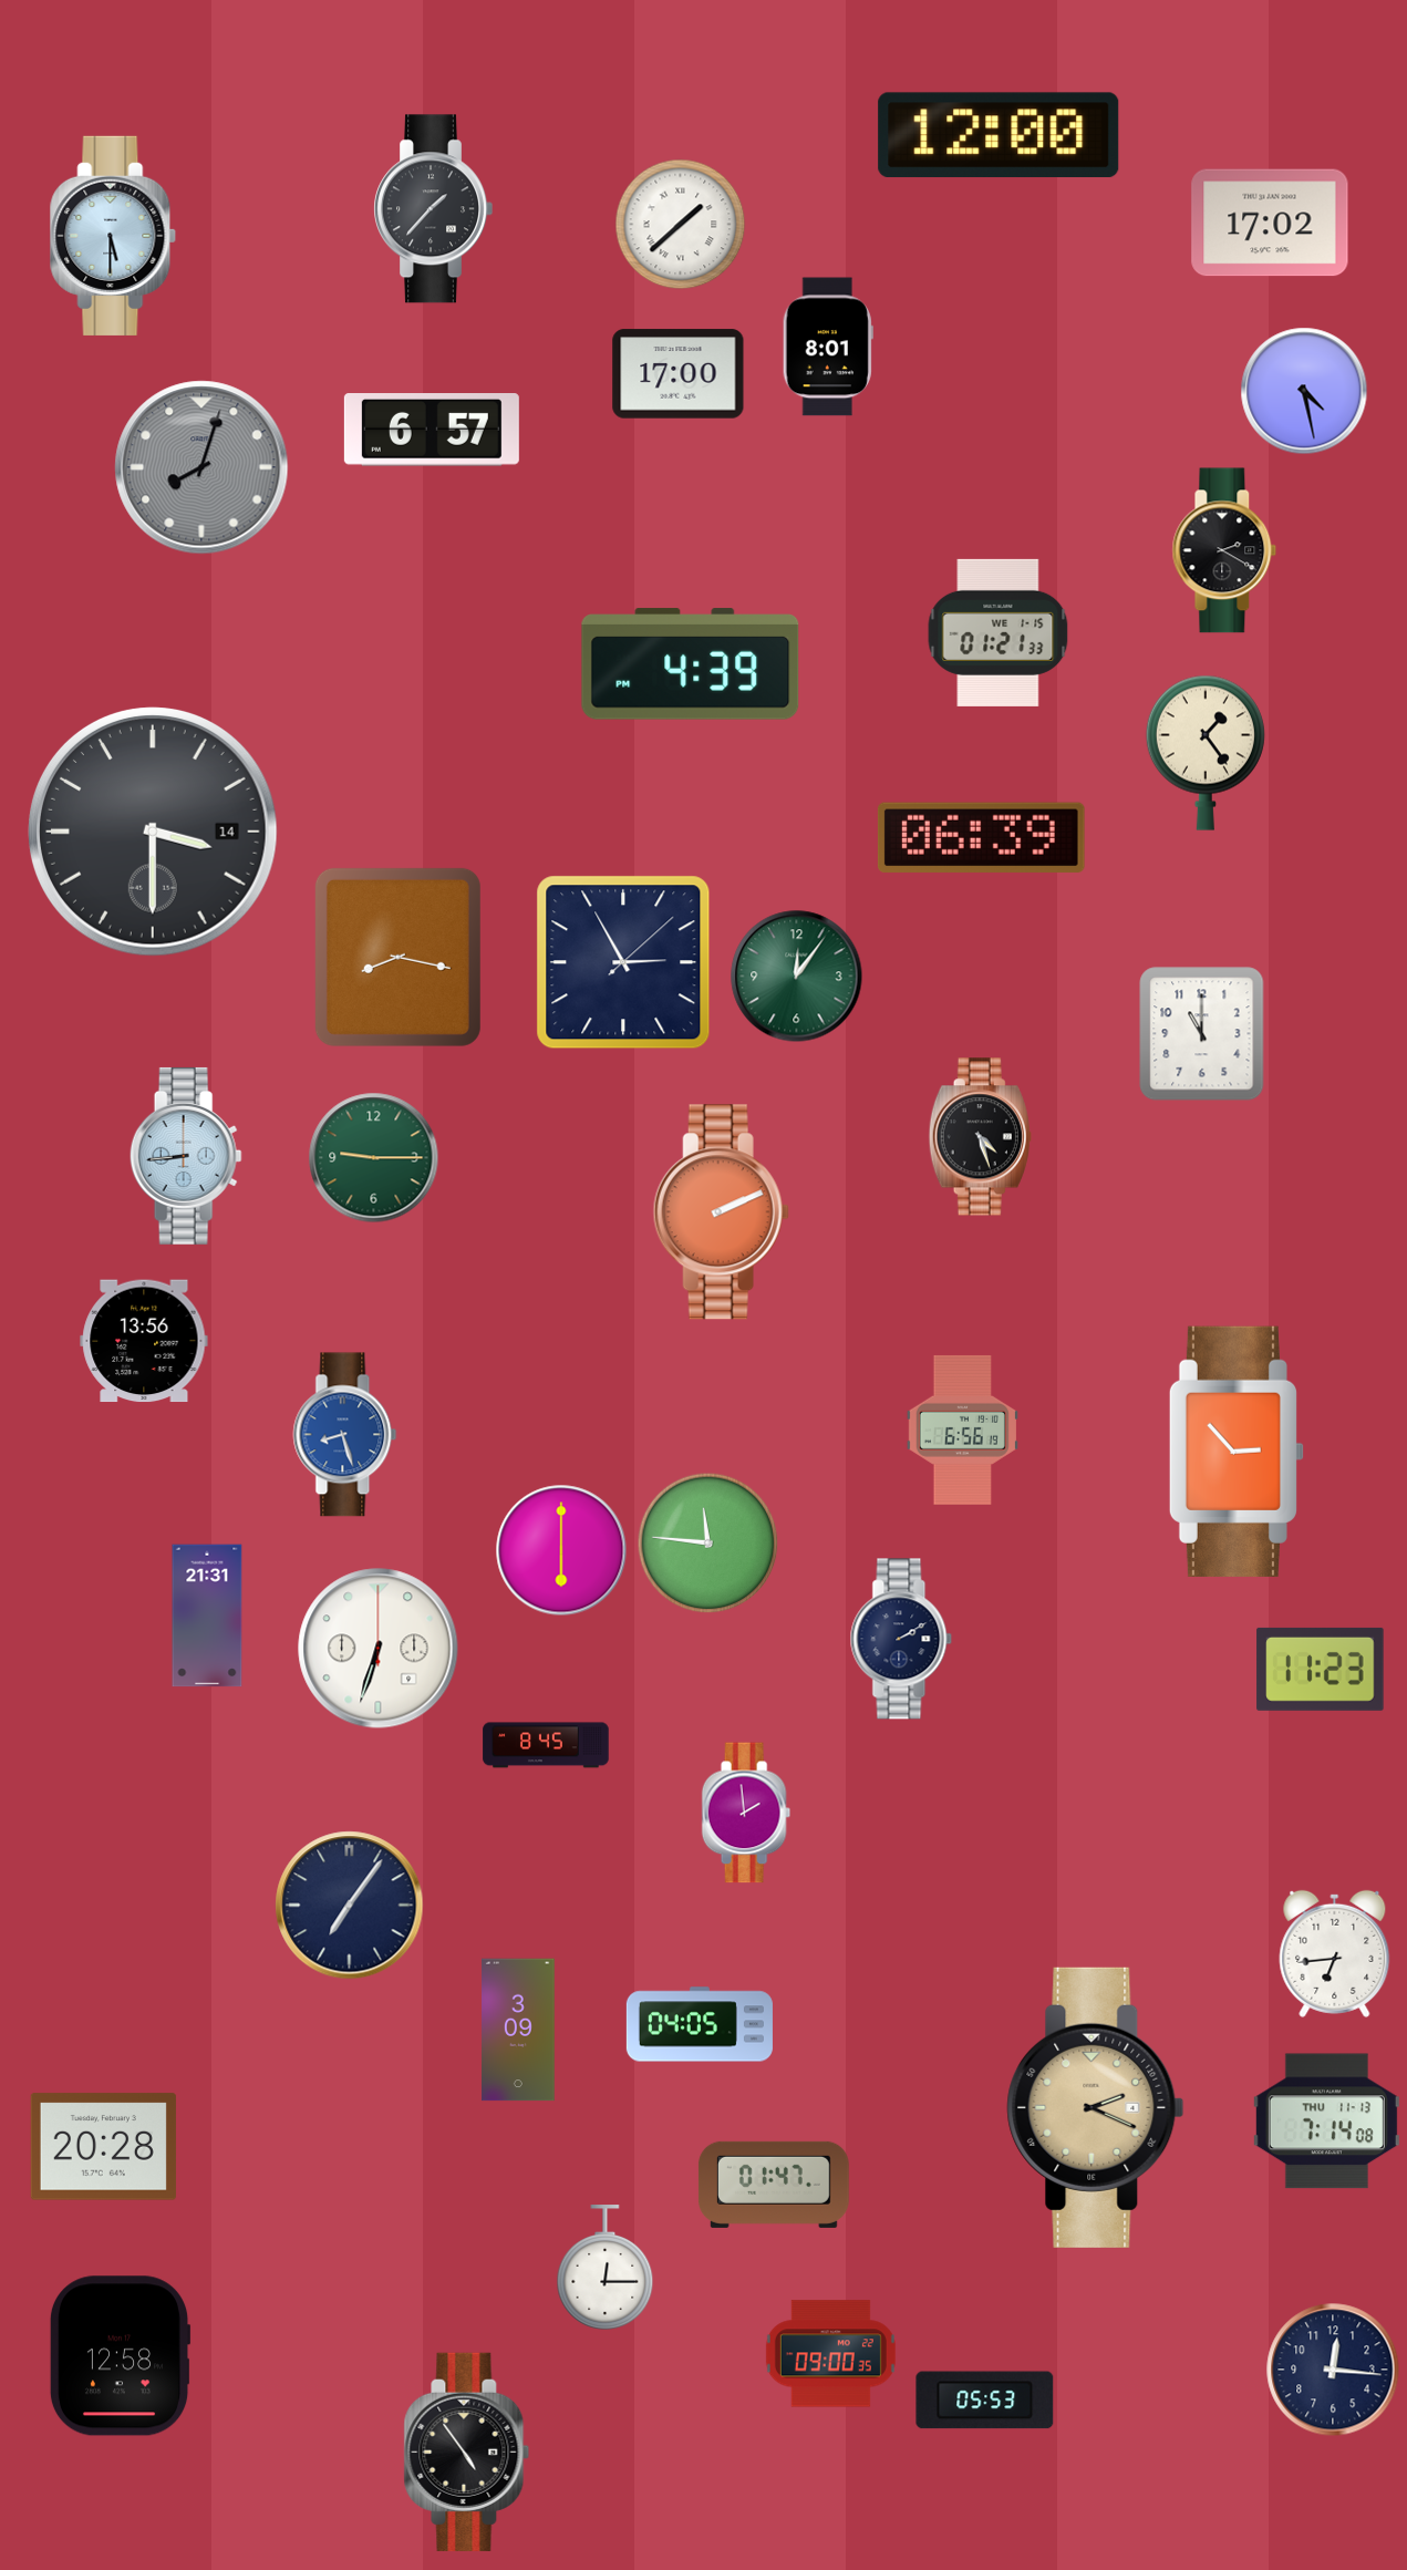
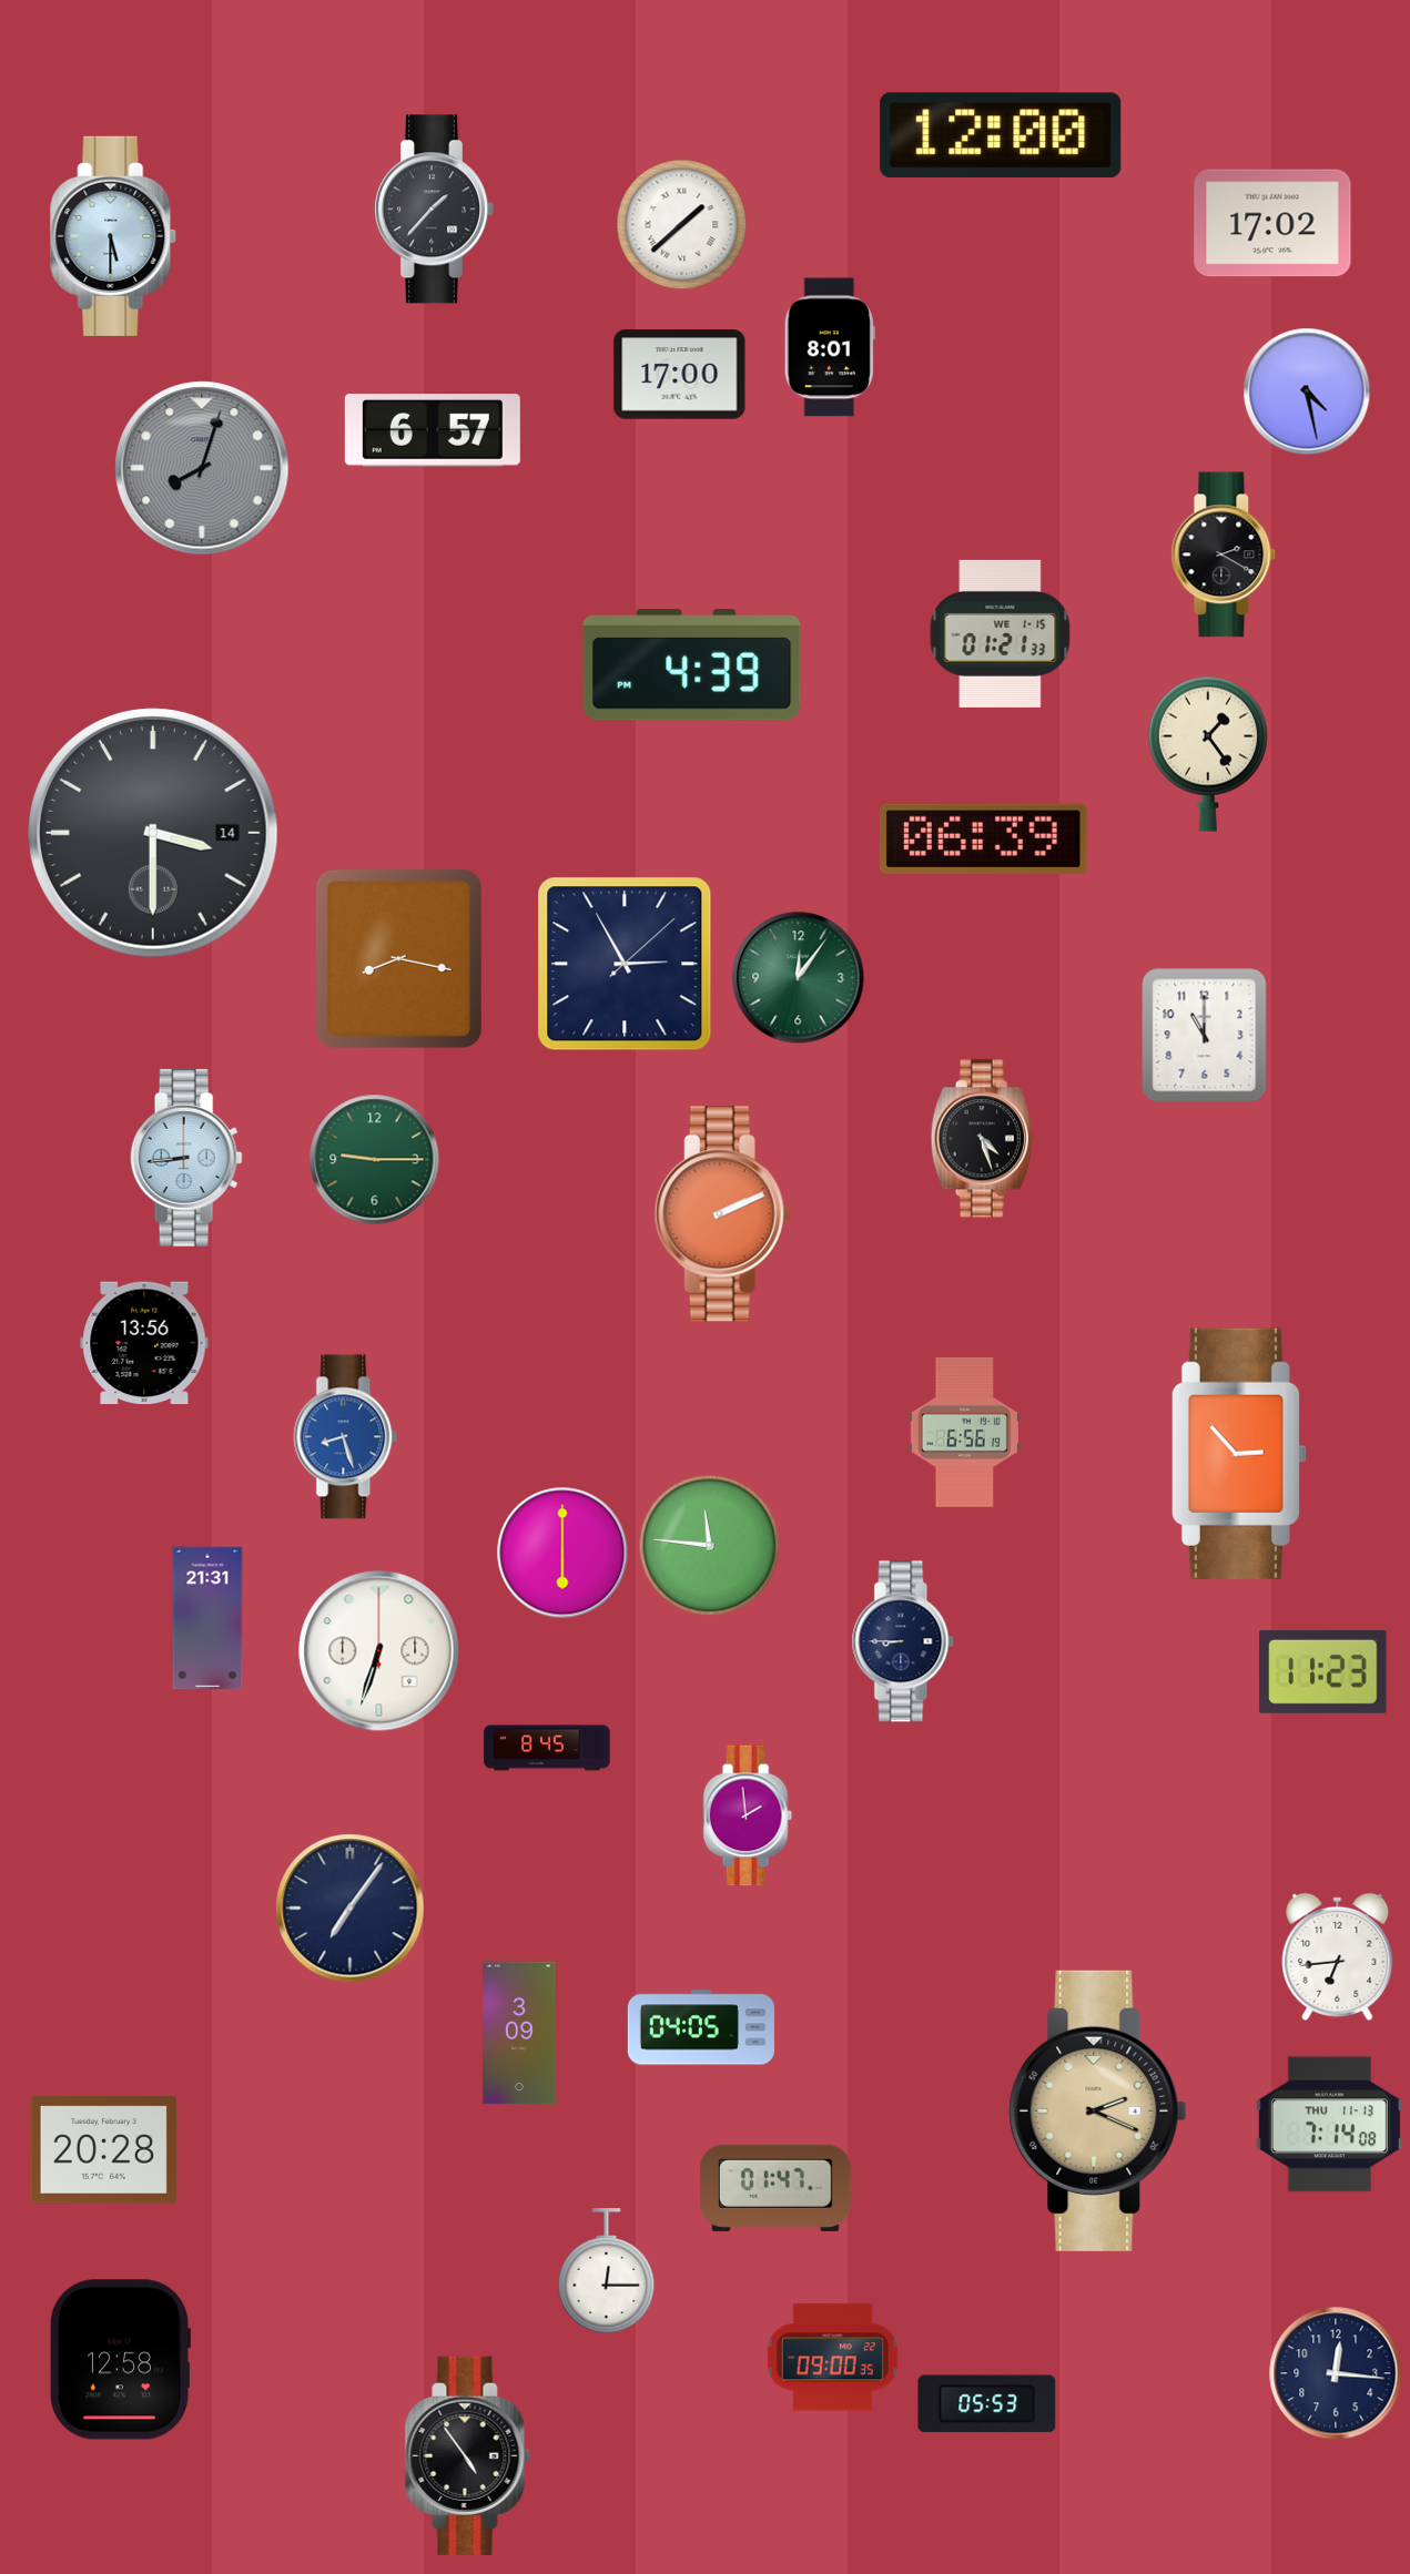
clock at (1224, 550) position: (1224, 550) -> (1224, 555)
clock at (901, 1639): 2:10 -> 8:45
